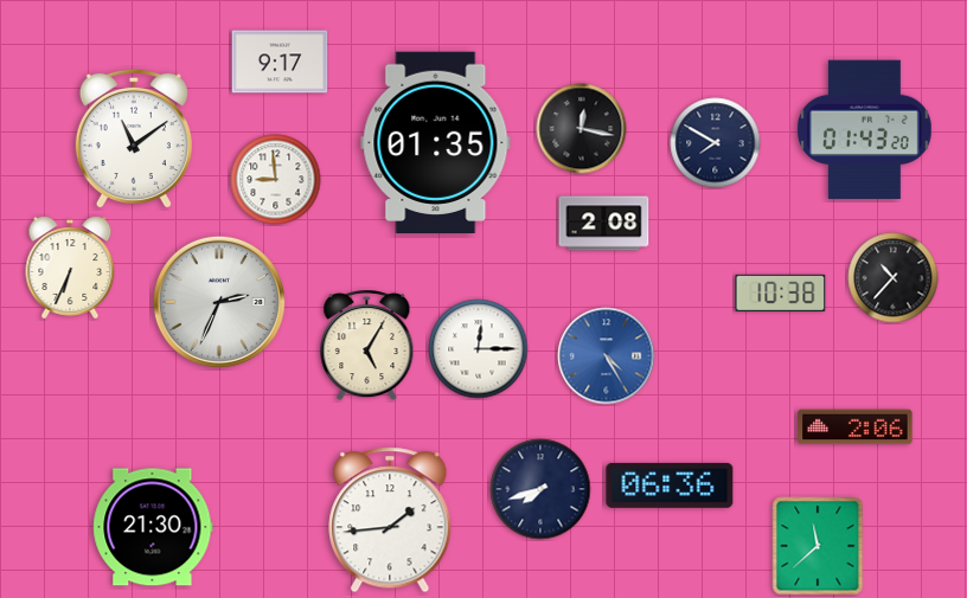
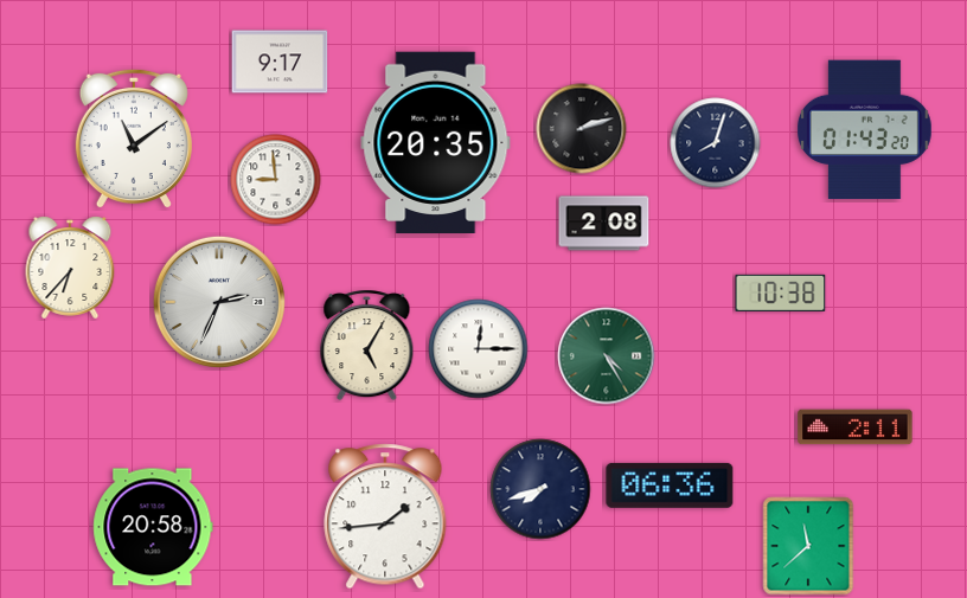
clock at (582, 129): 12:17 -> 2:12
clock at (436, 142): 01:35 -> 20:35
clock at (716, 143): 7:50 -> 8:03
clock at (70, 268): 6:34 -> 6:37
clock at (894, 278): 10:37 -> none
clock at (607, 356) dial: blue -> green
clock at (856, 427): 2:06 -> 2:11
clock at (390, 520) position: (390, 520) -> (385, 516)
clock at (153, 527): 21:30 -> 20:58
clock at (818, 546) position: (818, 546) -> (808, 546)
